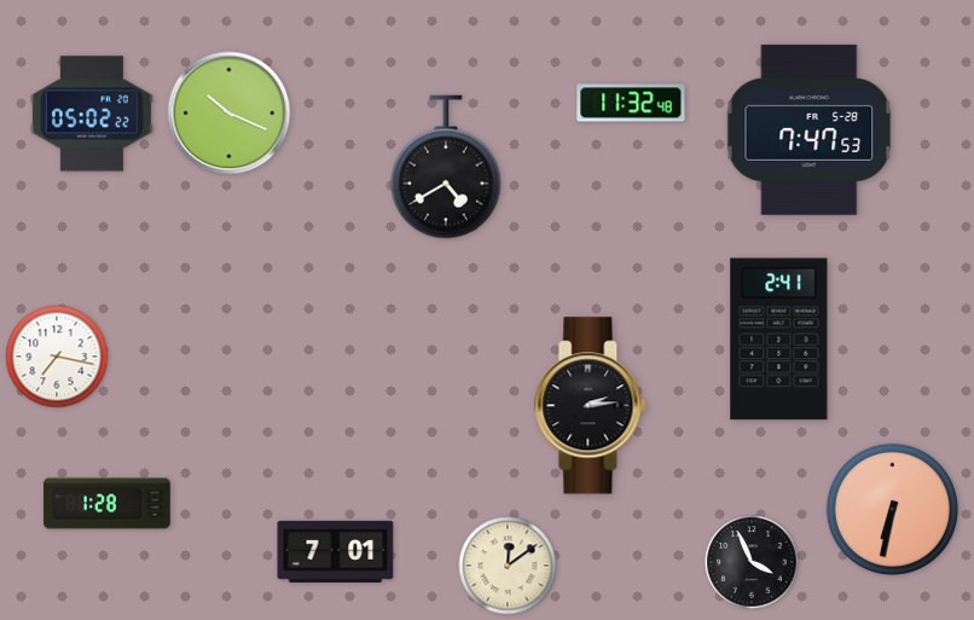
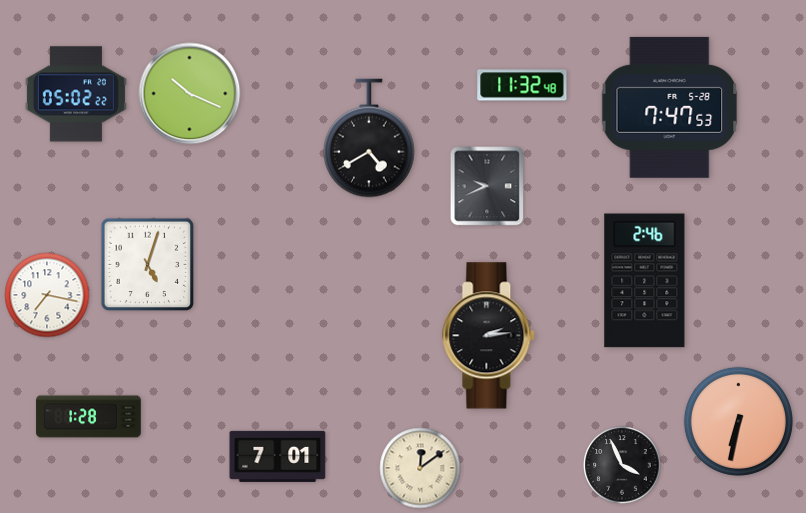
clock at (487, 186): none -> 9:41
clock at (148, 265): none -> 5:03
clock at (779, 340): 2:41 -> 2:46
